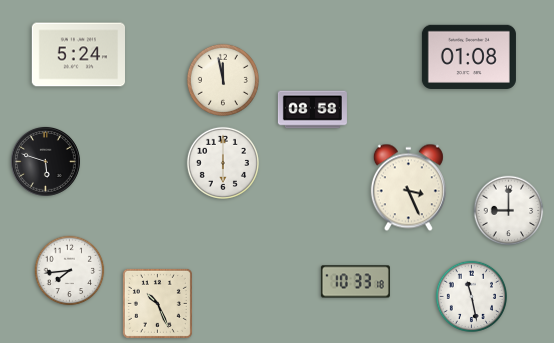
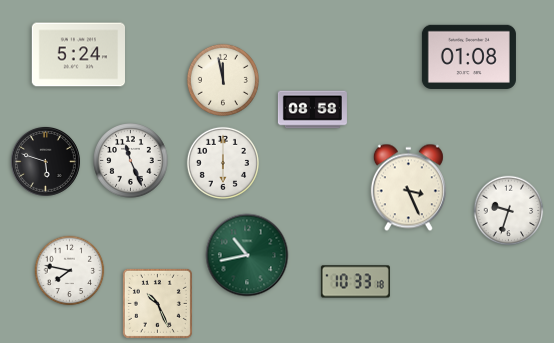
clock at (131, 161): none -> 11:26
clock at (509, 211): 9:00 -> 9:33
clock at (247, 255): none -> 10:43
clock at (70, 271): 7:44 -> 7:47
clock at (471, 296): 11:28 -> none
